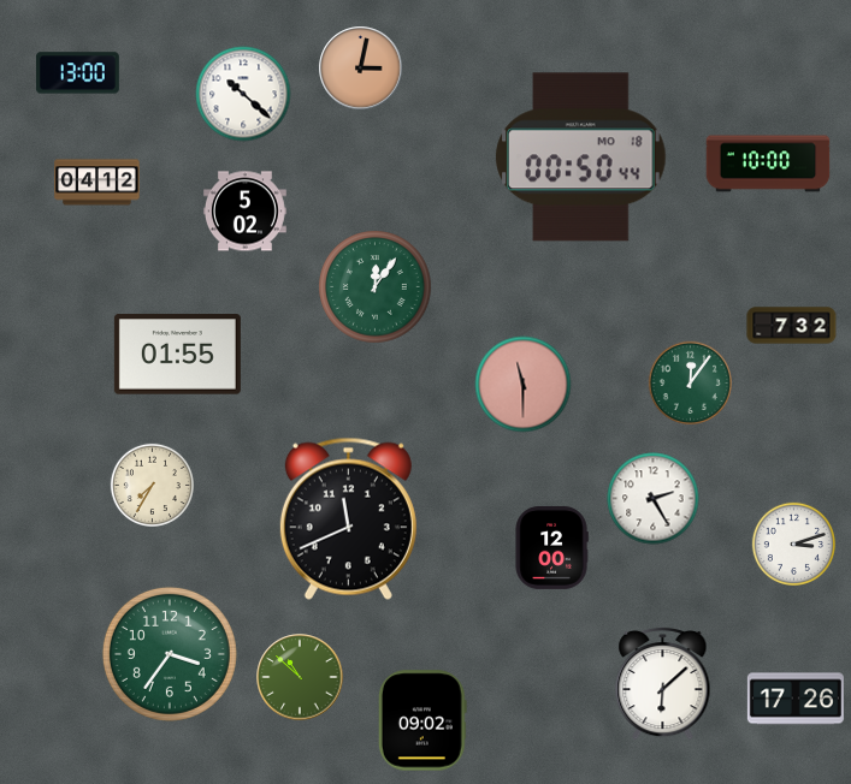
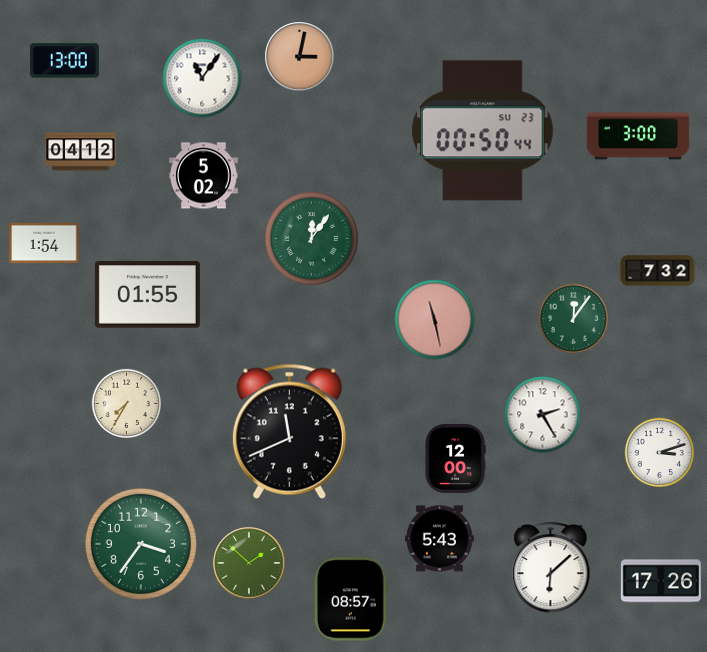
clock at (243, 94): 10:22 -> 11:06
clock at (581, 158) date: MO 18 -> SU 23
clock at (768, 164): 10:00 -> 3:00
clock at (44, 243): none -> 1:54
clock at (524, 385): 11:30 -> 11:28
clock at (551, 548) position: (551, 548) -> (455, 459)
clock at (439, 539): none -> 5:43
clock at (300, 677): 10:52 -> 1:52
clock at (422, 720): 09:02 -> 08:57
